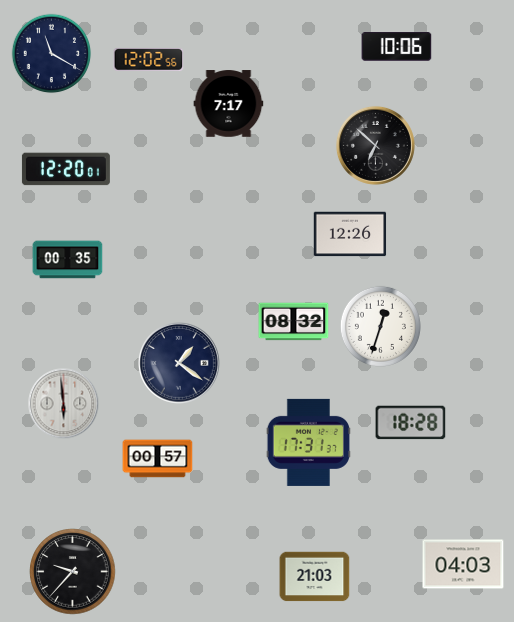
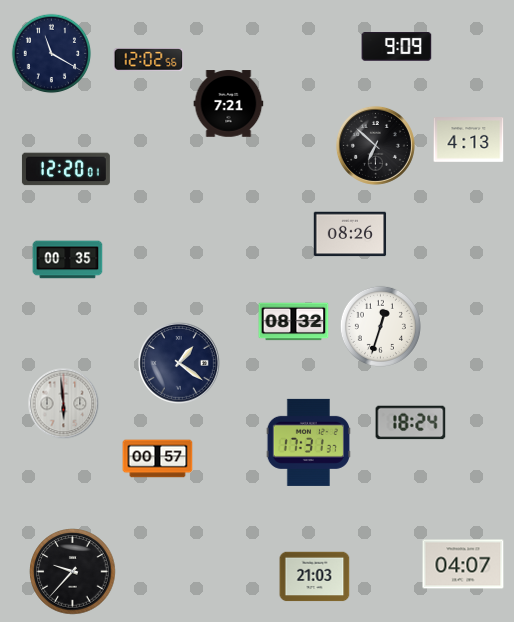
clock at (397, 47): 10:06 -> 9:09
clock at (229, 104): 7:17 -> 7:21
clock at (469, 140): none -> 4:13
clock at (350, 234): 12:26 -> 08:26
clock at (411, 423): 18:28 -> 18:24
clock at (463, 564): 04:03 -> 04:07
